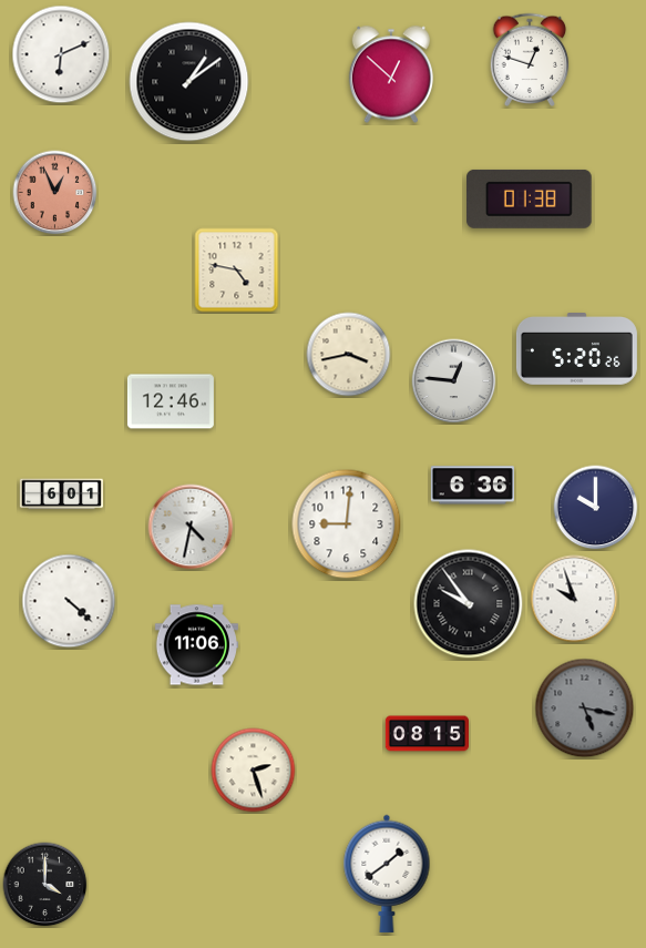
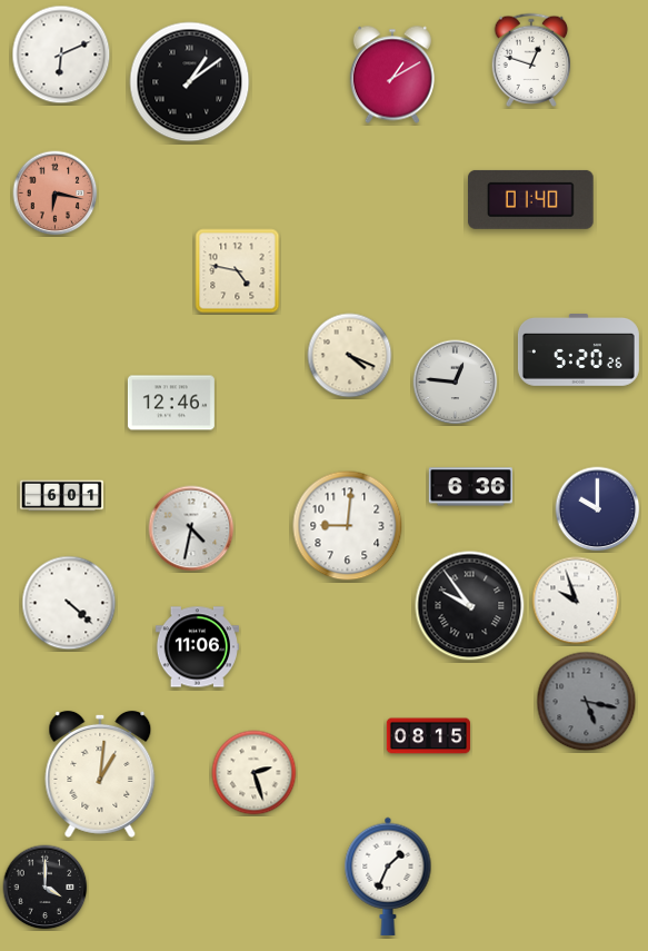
clock at (390, 74): 12:52 -> 1:10
clock at (55, 193): 12:56 -> 6:17
clock at (530, 198): 01:38 -> 01:40
clock at (349, 355): 3:43 -> 4:19
clock at (472, 486) position: (472, 486) -> (470, 487)
clock at (585, 709) position: (585, 709) -> (587, 702)
clock at (100, 774): none -> 1:01
clock at (387, 874): 1:39 -> 1:34
